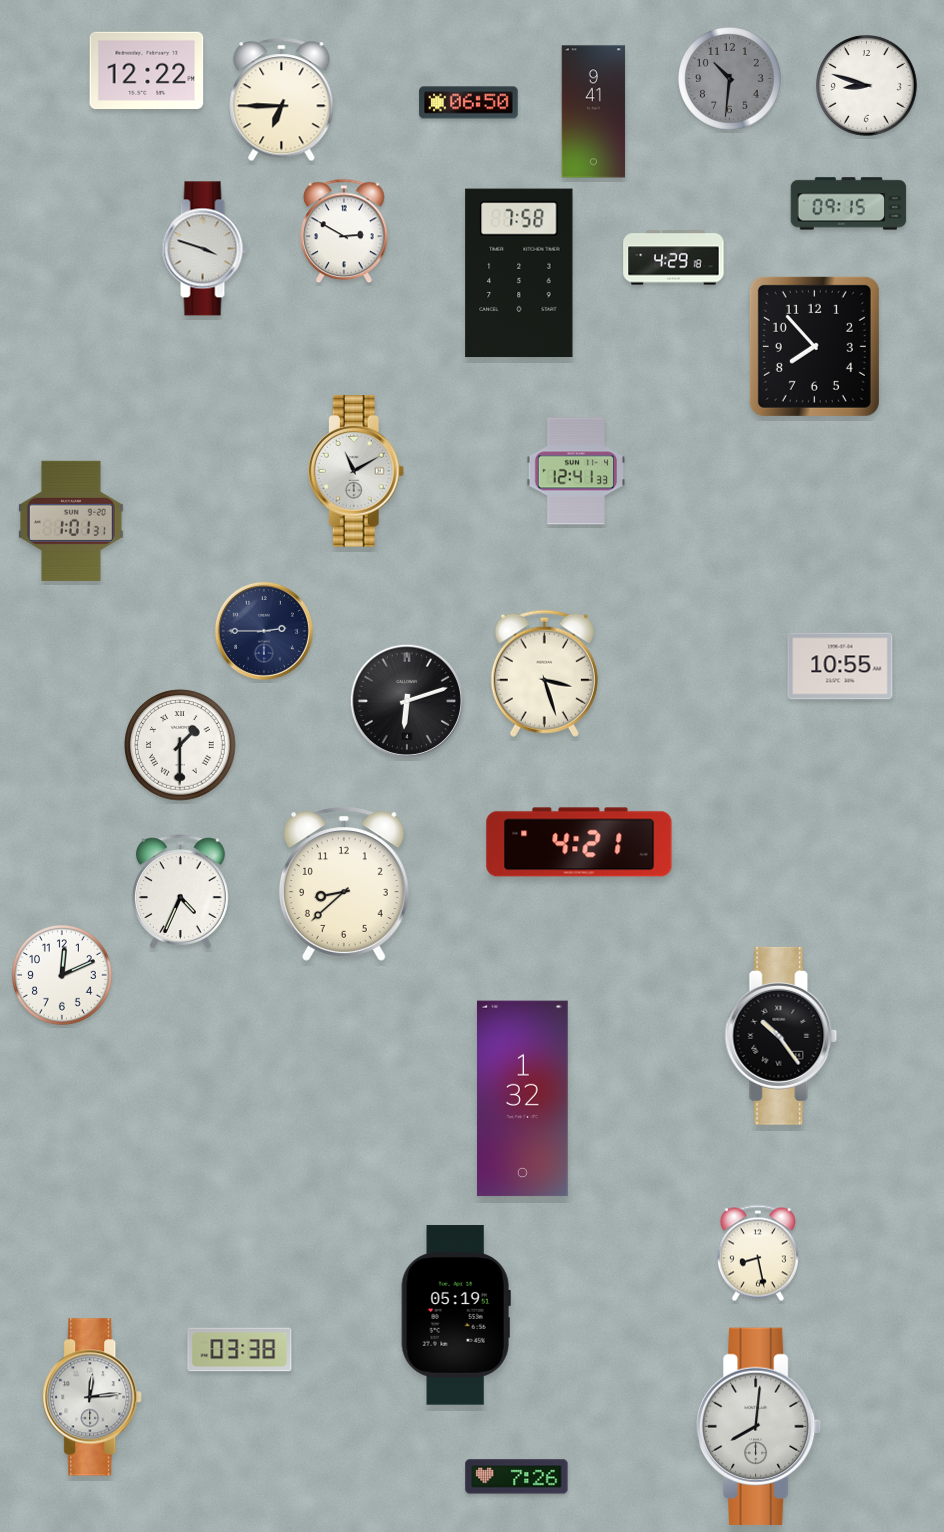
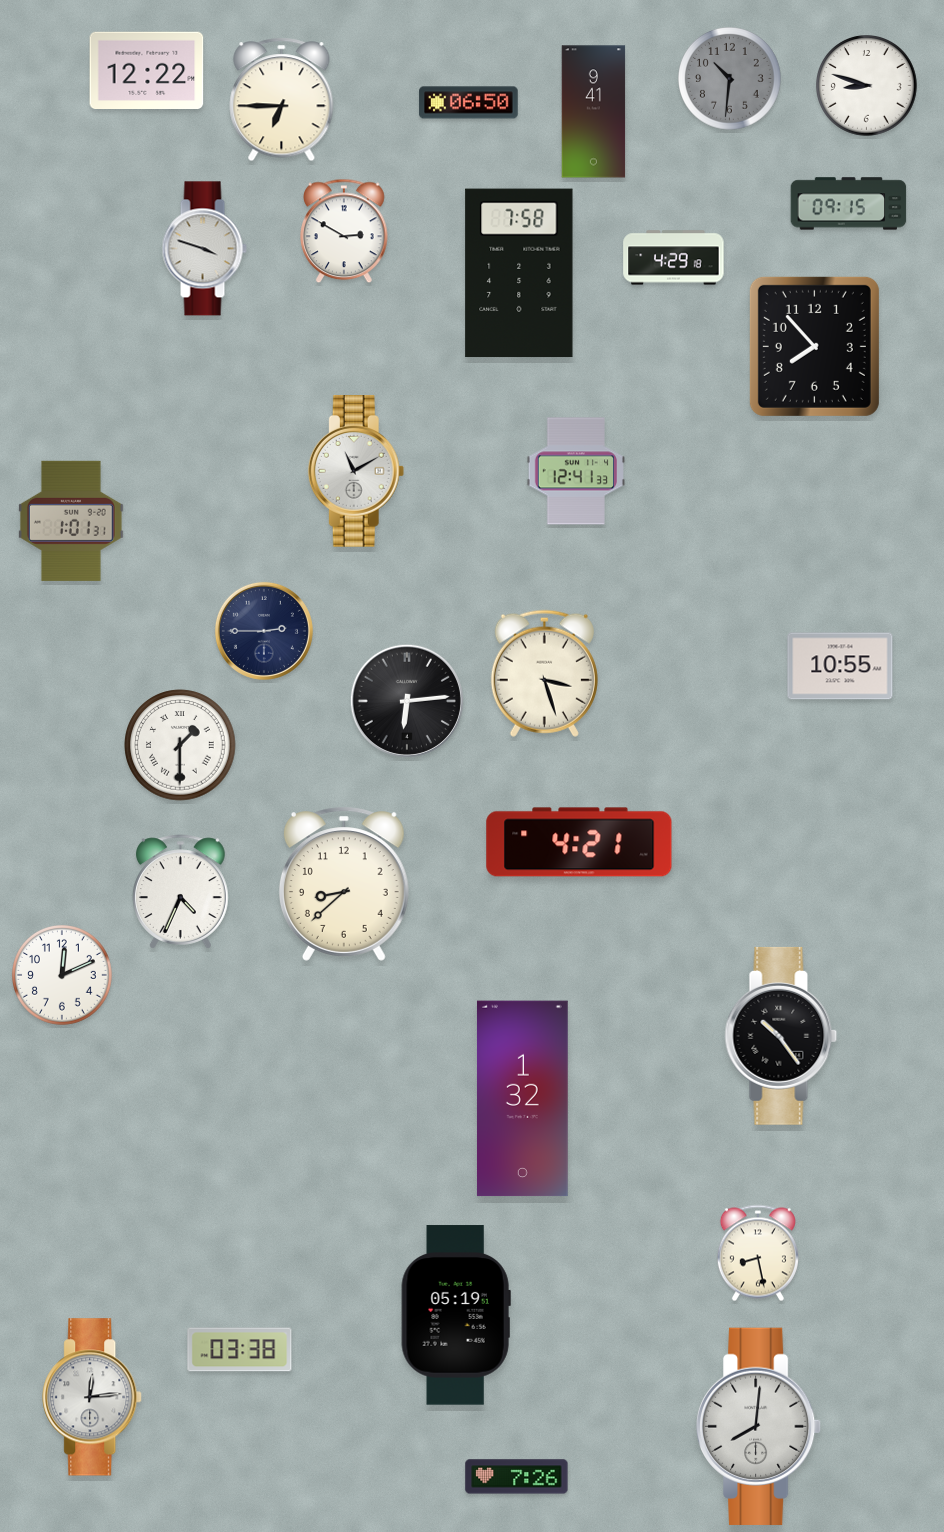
clock at (407, 701): 6:12 -> 6:14
